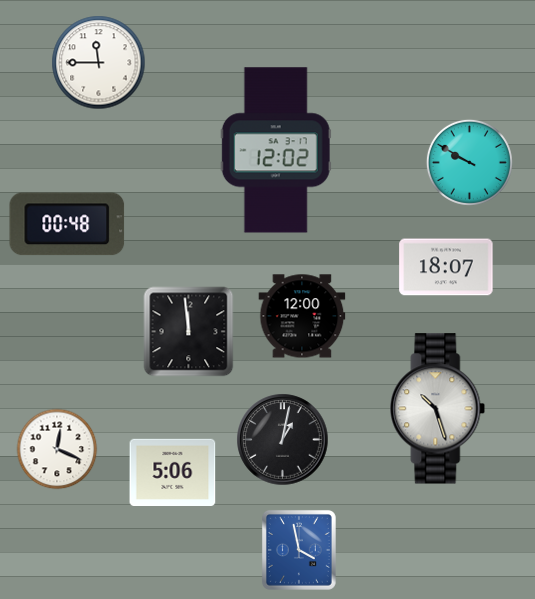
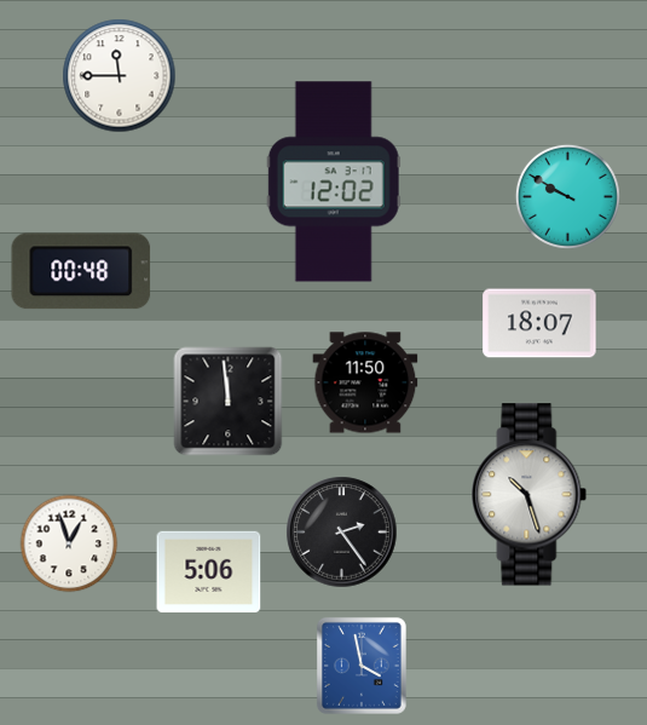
clock at (302, 316): 12:00 -> 11:50
clock at (283, 440): 1:02 -> 2:24
clock at (57, 449): 12:19 -> 12:57
